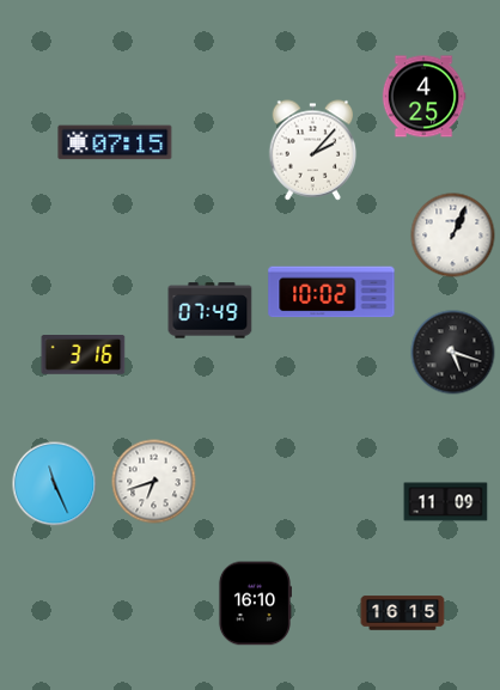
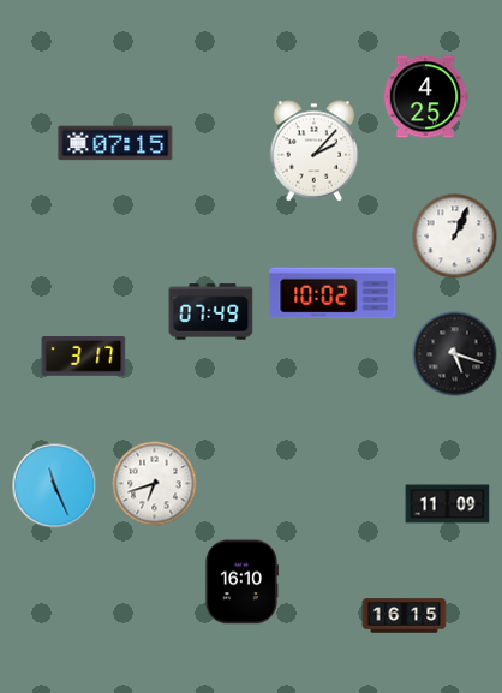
clock at (84, 355): 3:16 -> 3:17
clock at (254, 604) position: (254, 604) -> (240, 583)
